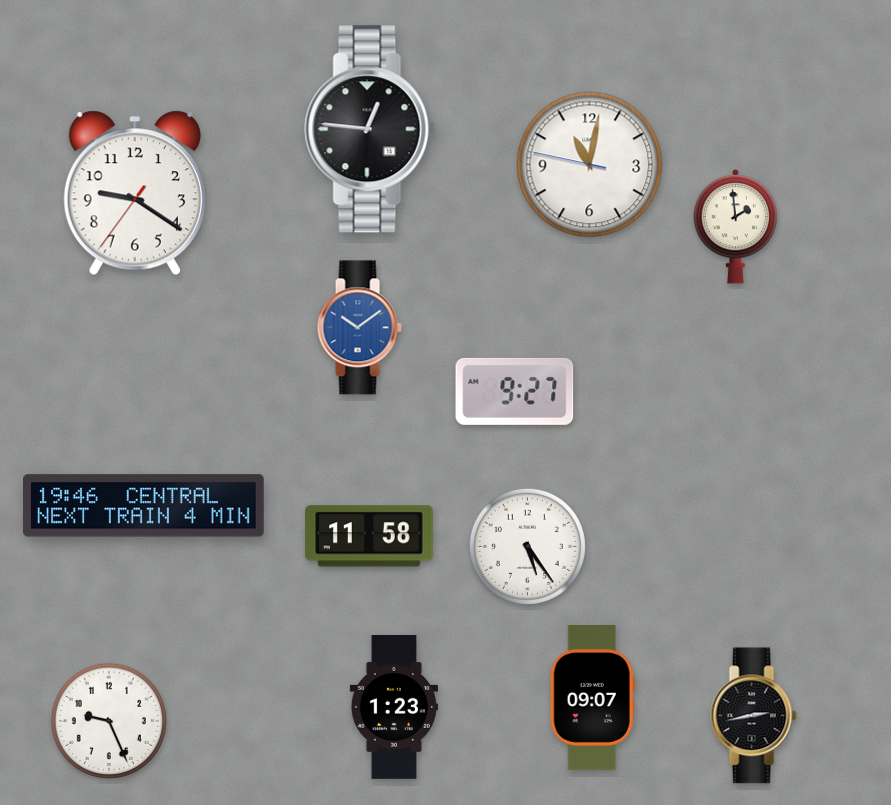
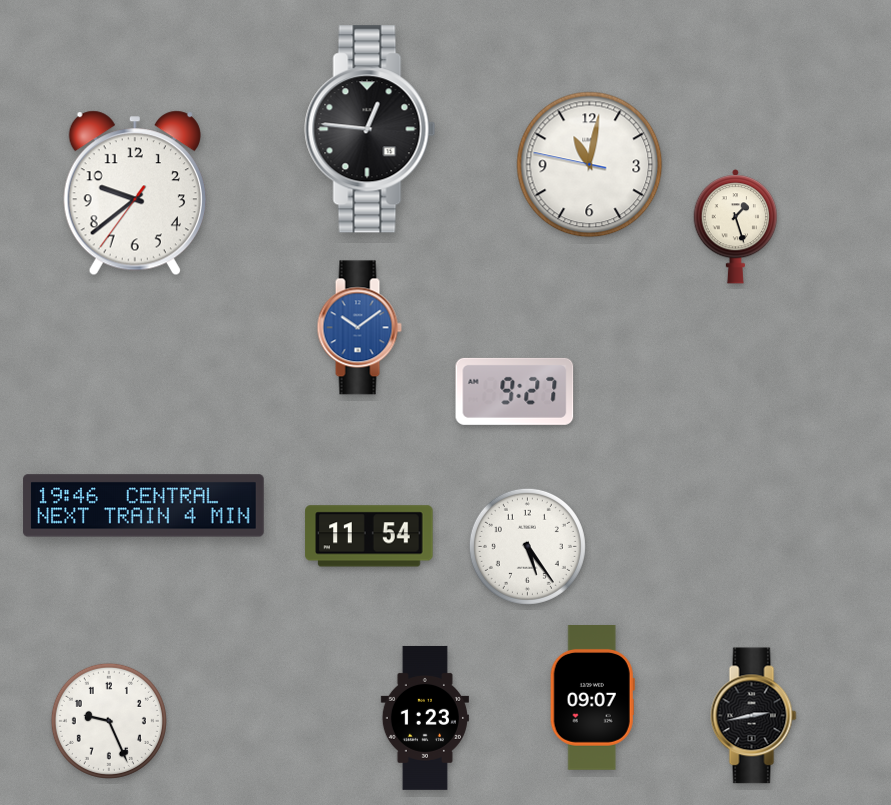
clock at (135, 193): 9:20 -> 9:38
clock at (736, 227): 1:59 -> 1:27
clock at (369, 536): 11:58 -> 11:54
clock at (394, 707) position: (394, 707) -> (425, 718)
